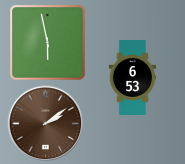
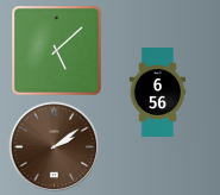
clock at (48, 43): 5:58 -> 5:08
clock at (132, 77): 6:53 -> 6:56
